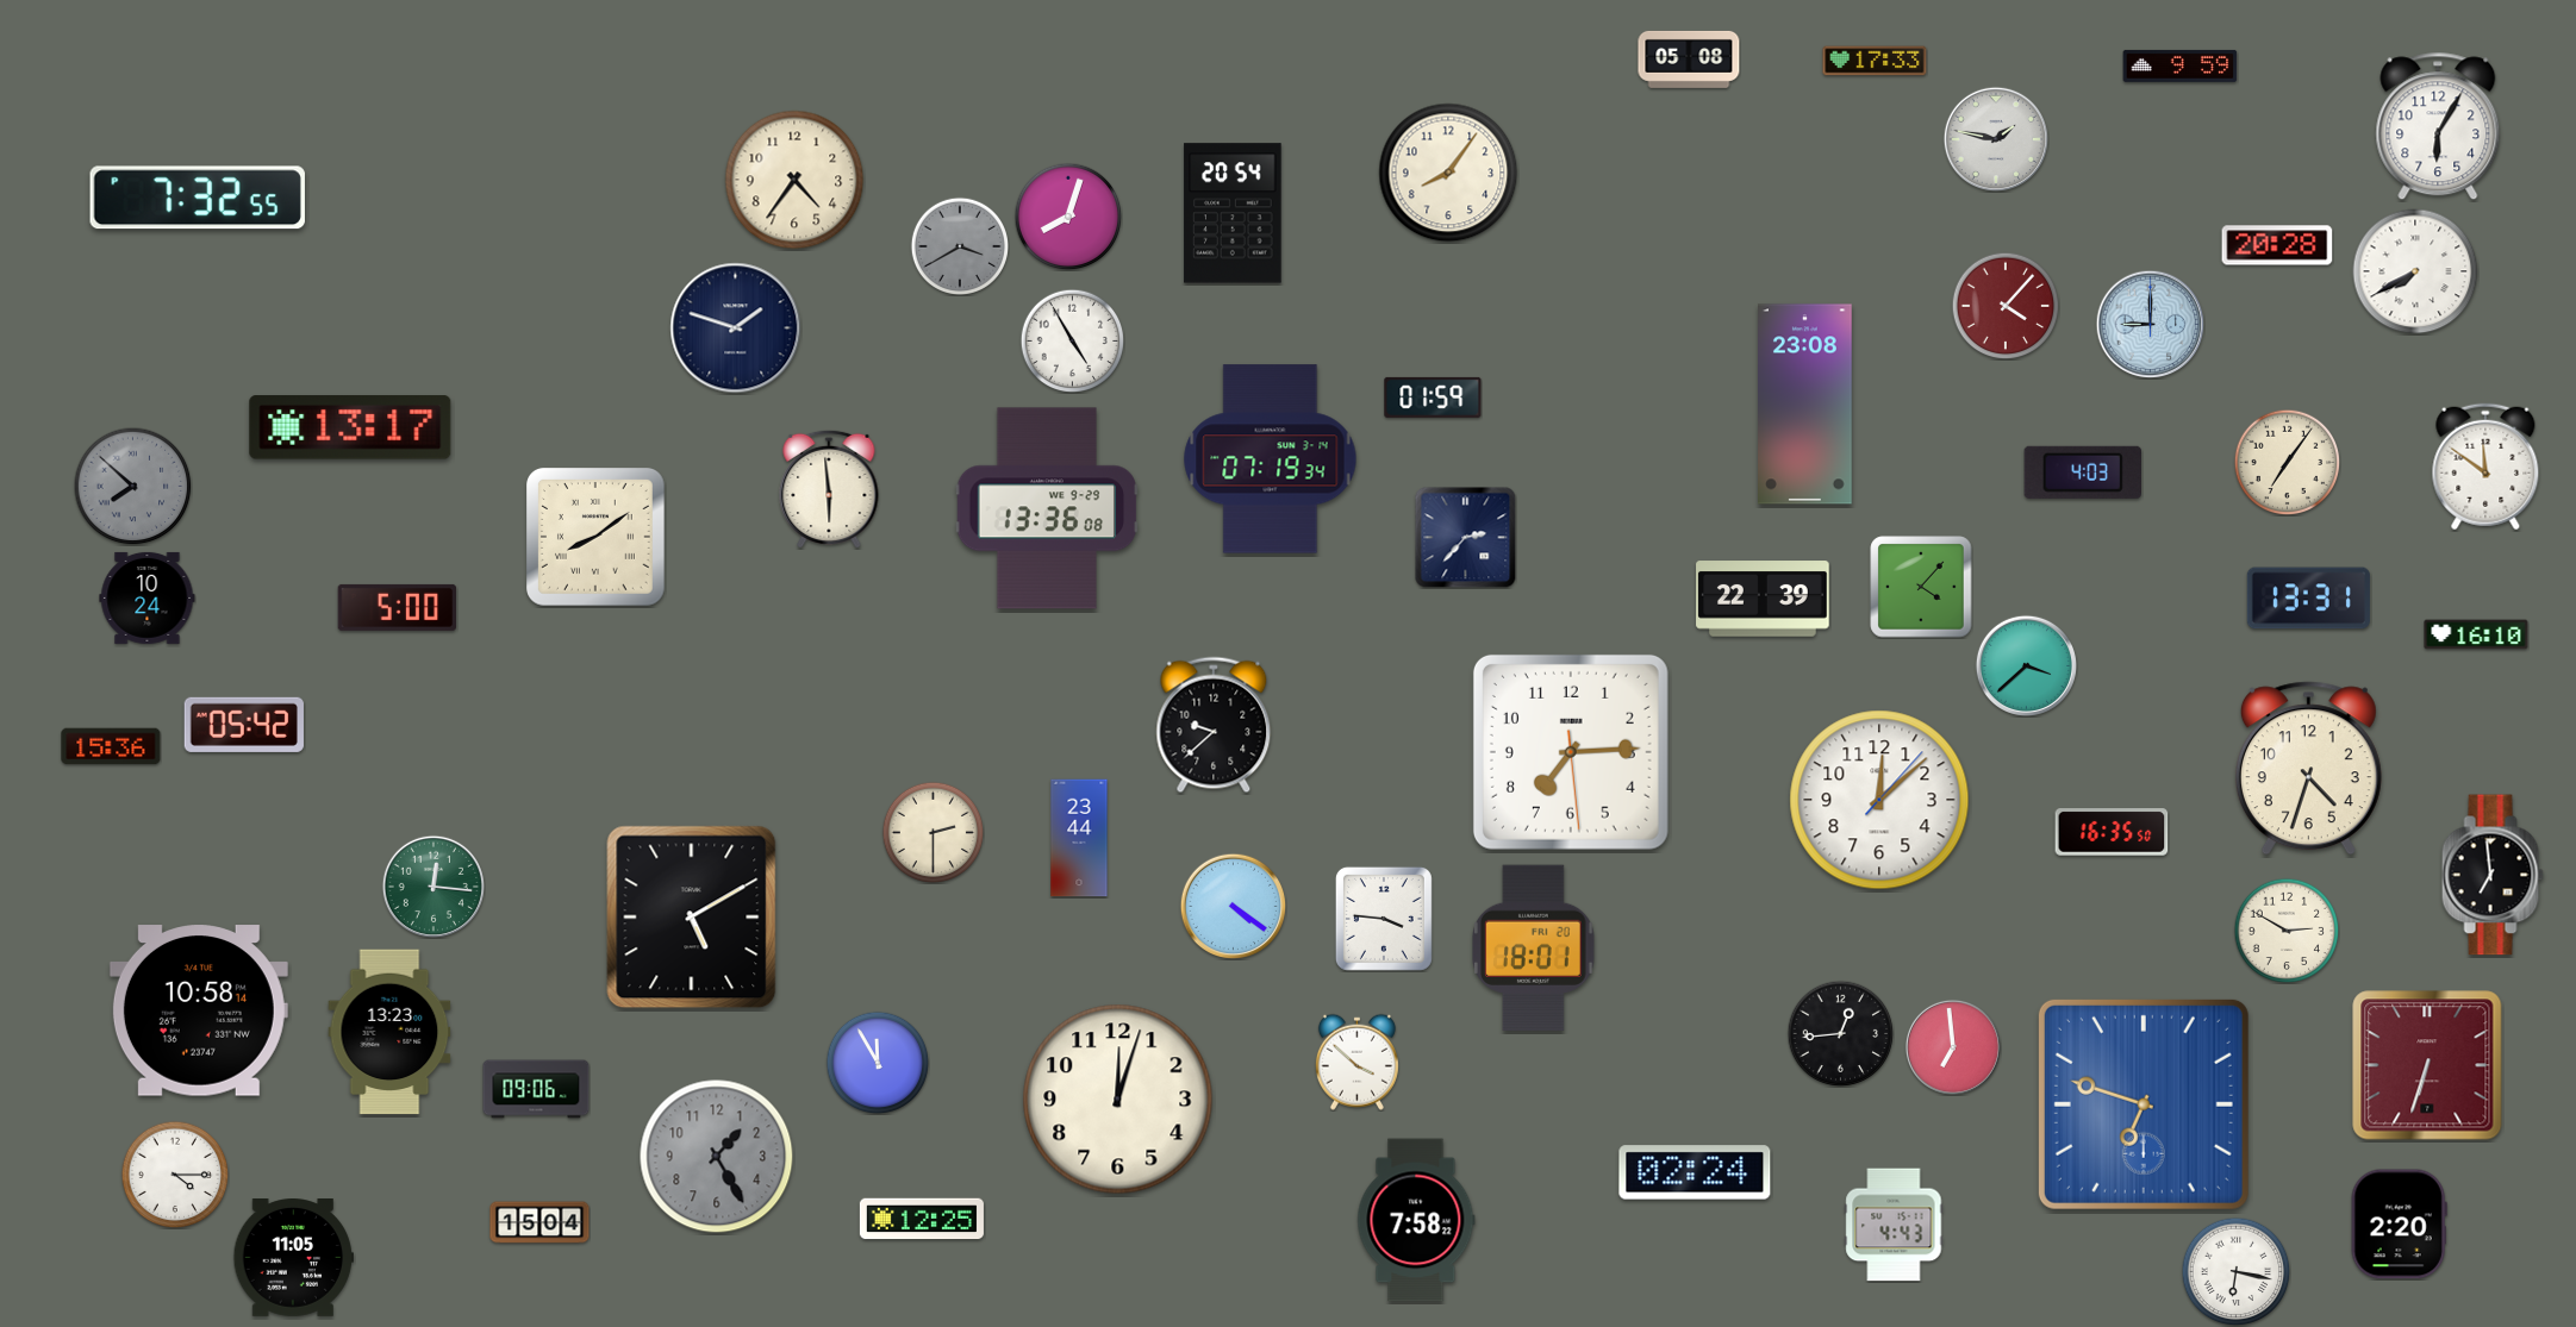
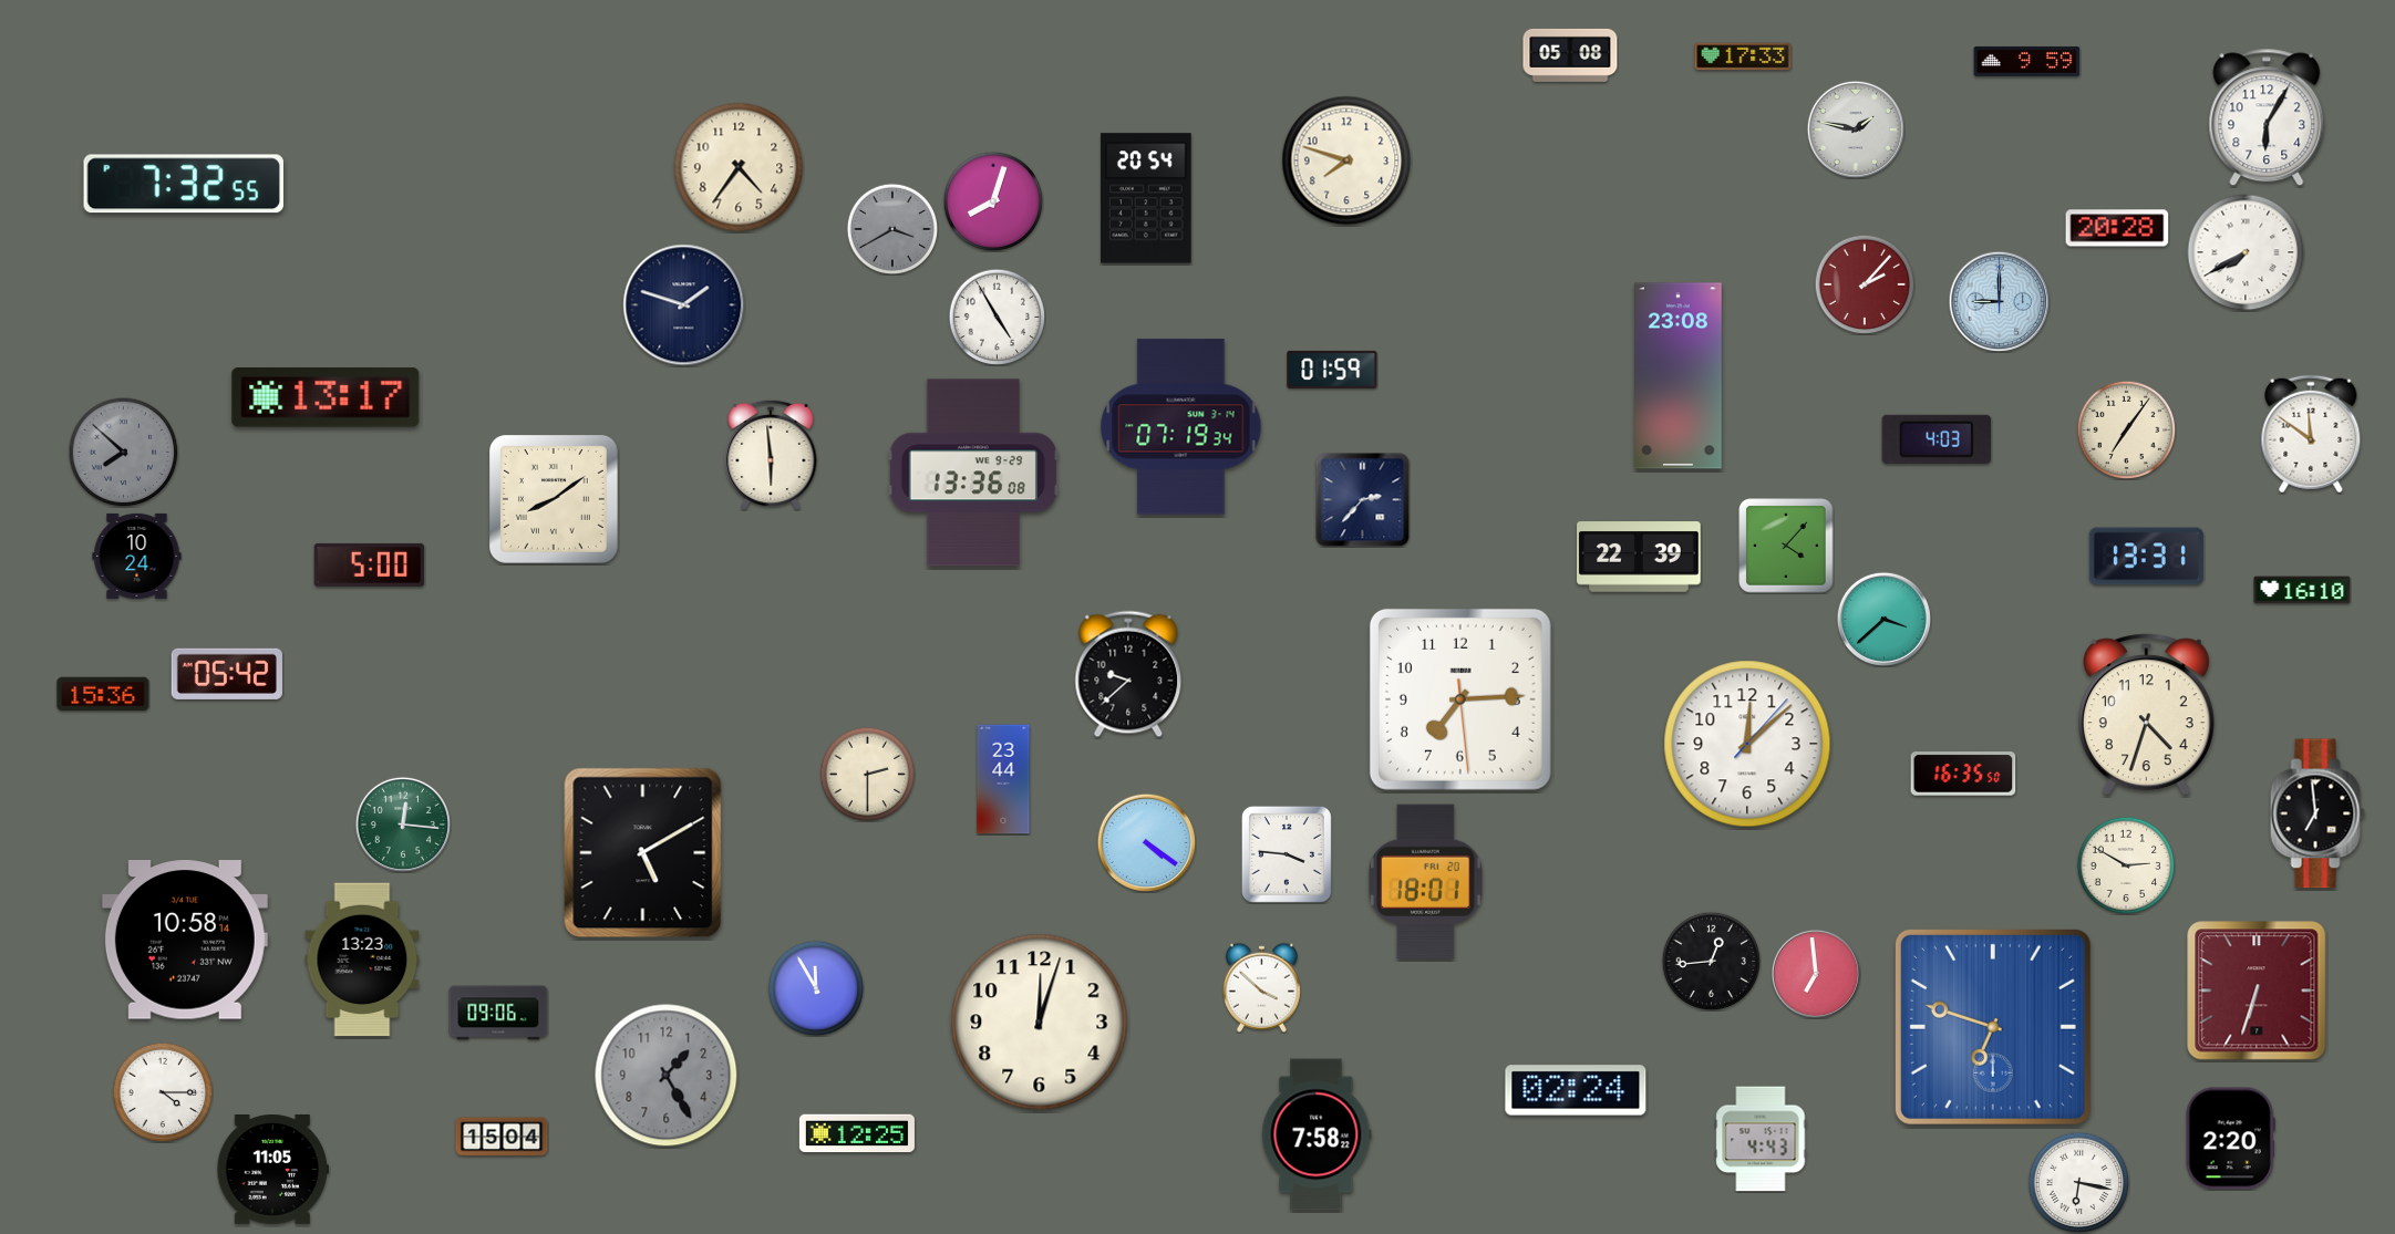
clock at (1448, 173): 8:06 -> 7:48
clock at (2006, 306): 4:07 -> 2:07
